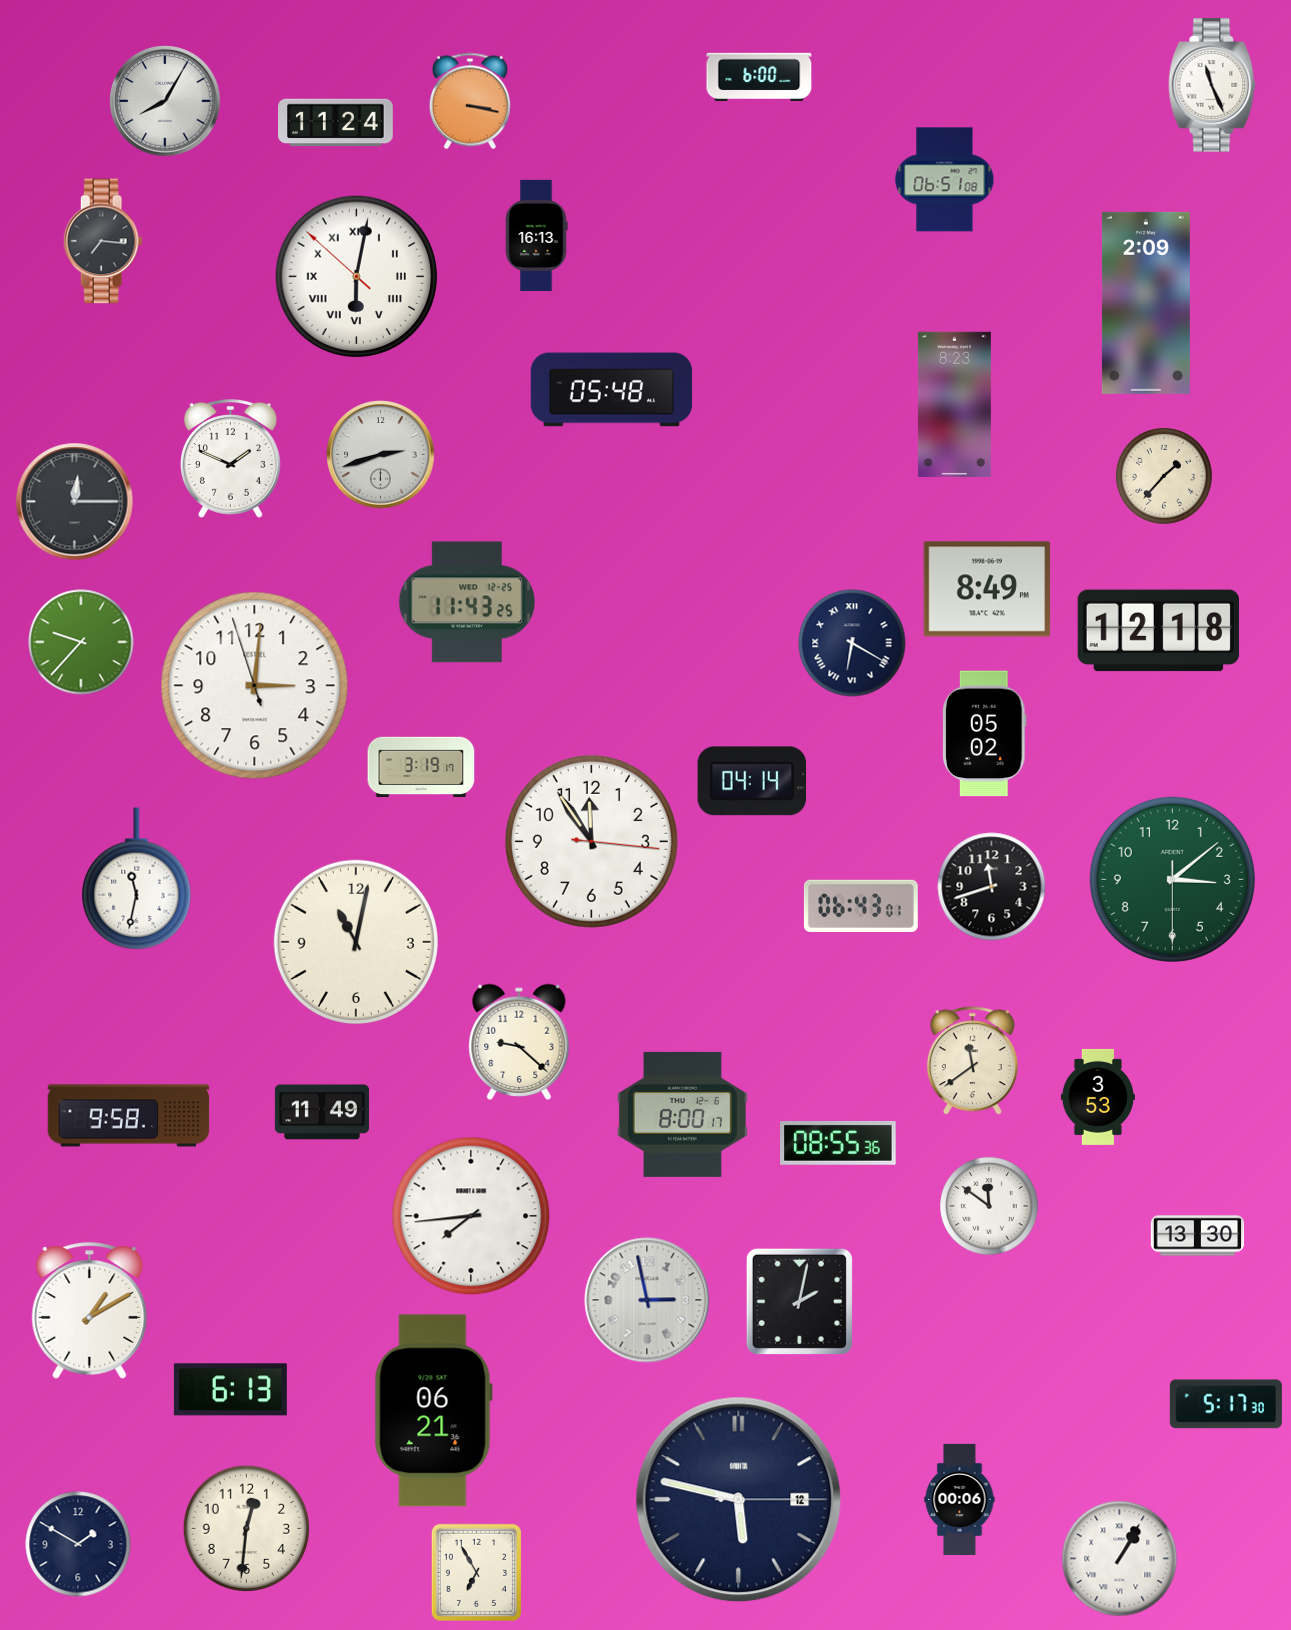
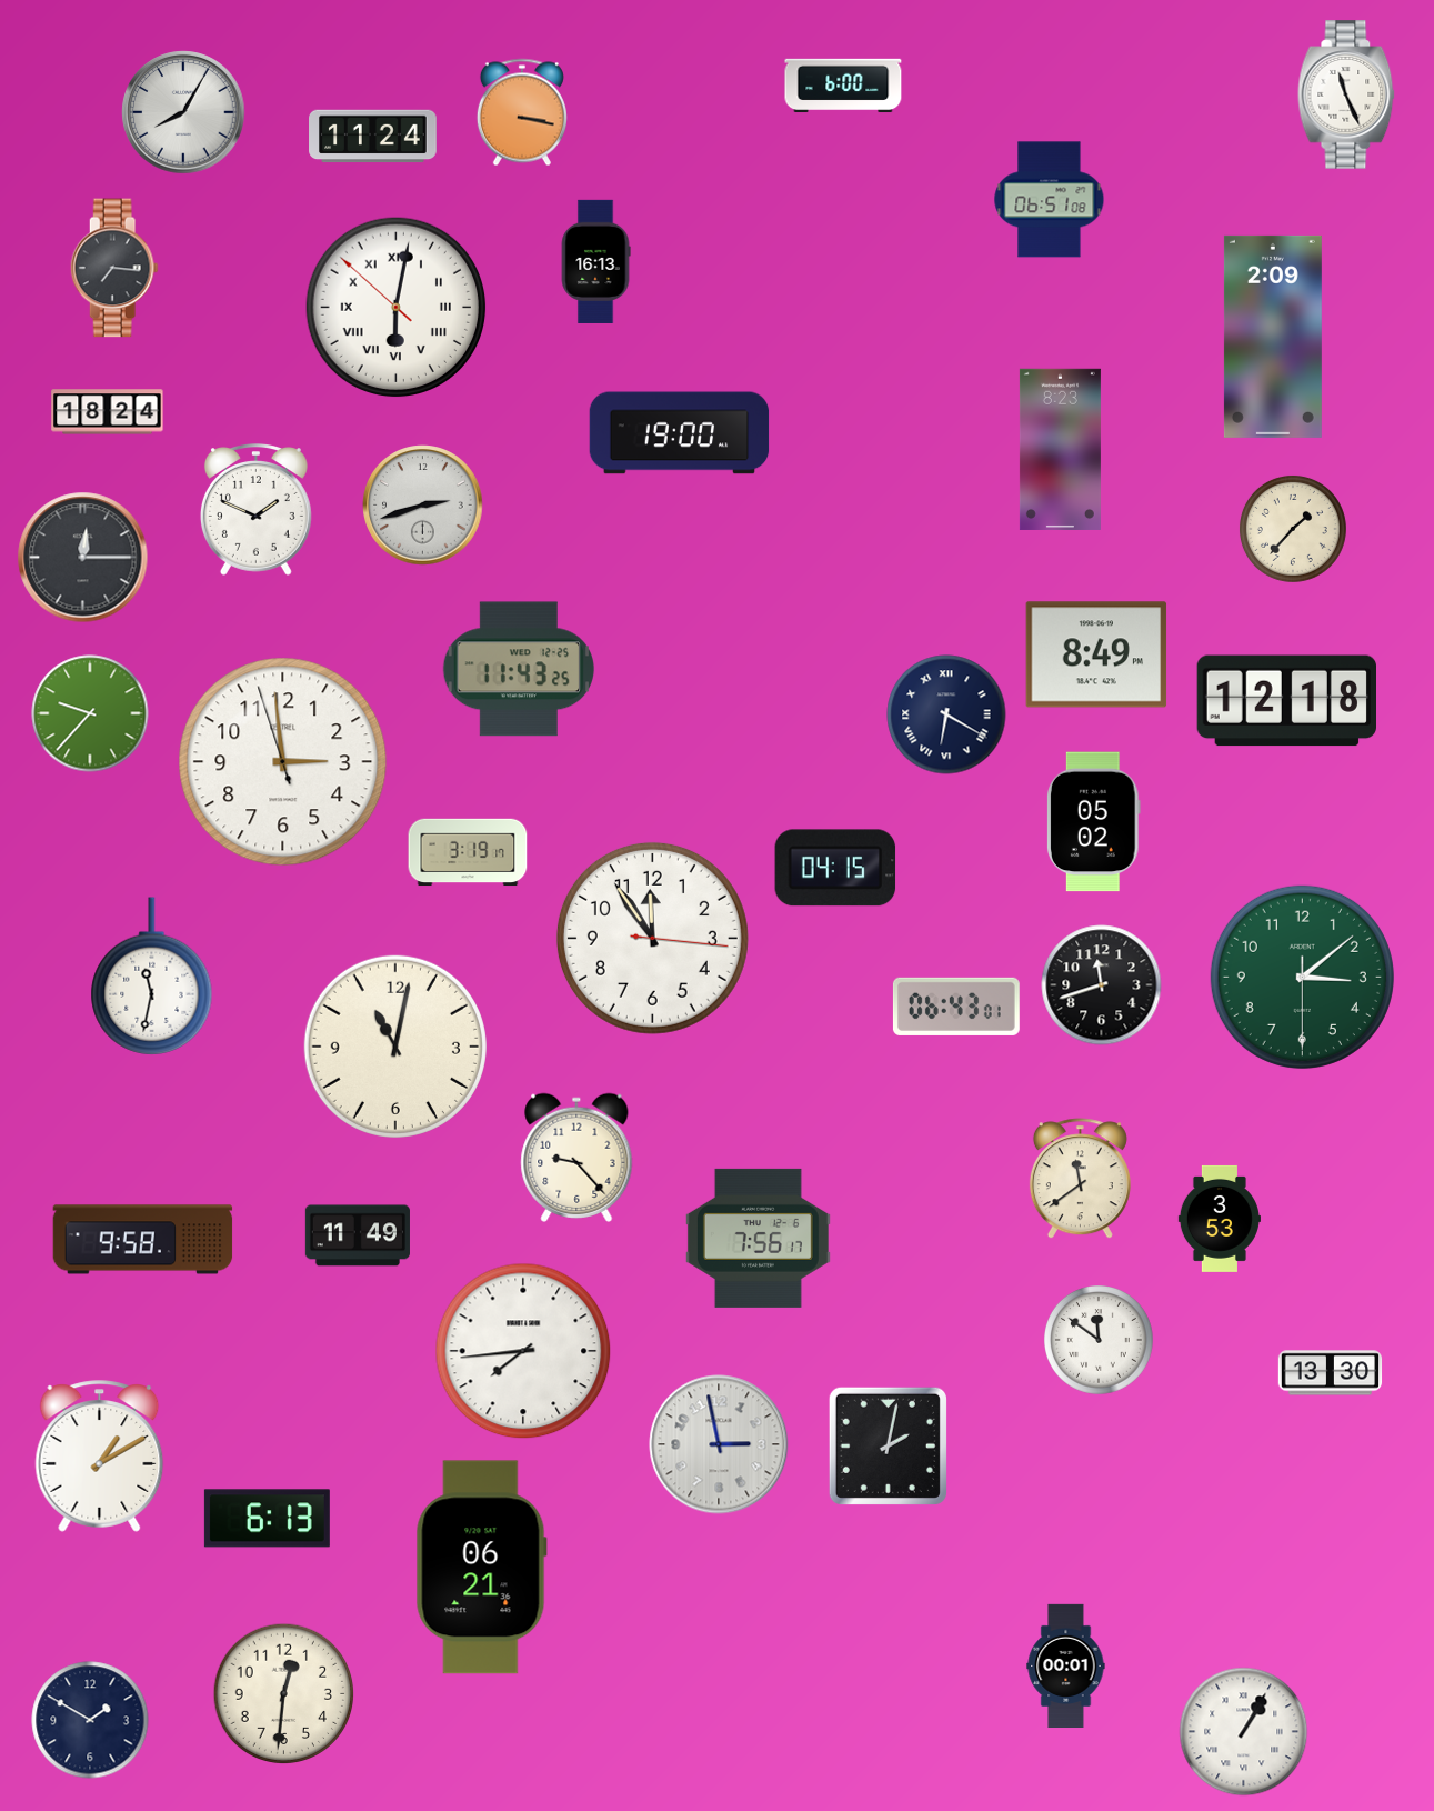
clock at (108, 412): none -> 18:24
clock at (612, 390): 05:48 -> 19:00
clock at (255, 686): 3:00 -> 2:58
clock at (984, 734) position: (984, 734) -> (1093, 822)
clock at (752, 781): 04:14 -> 04:15
clock at (591, 841) position: (591, 841) -> (652, 938)
clock at (519, 1042): 9:22 -> 9:23
clock at (682, 1114): 8:00 -> 7:56
clock at (838, 1144): 08:55 -> none
clock at (230, 1390) position: (230, 1390) -> (267, 1519)
clock at (1226, 1404): 5:17 -> none
clock at (960, 1499): 00:06 -> 00:01
clock at (739, 1500): 5:47 -> none
clock at (247, 1529) position: (247, 1529) -> (284, 1694)
clock at (78, 1544) position: (78, 1544) -> (90, 1720)
clock at (476, 1572): 6:55 -> none
